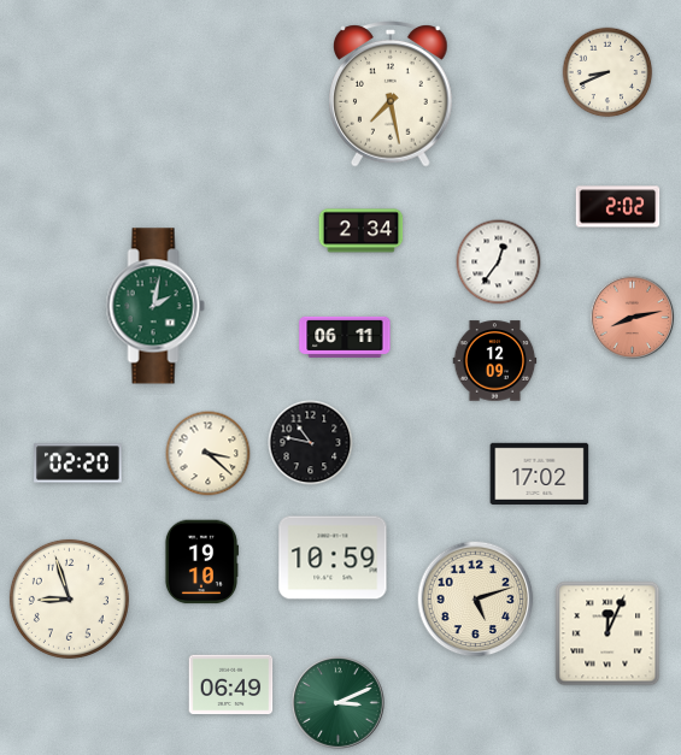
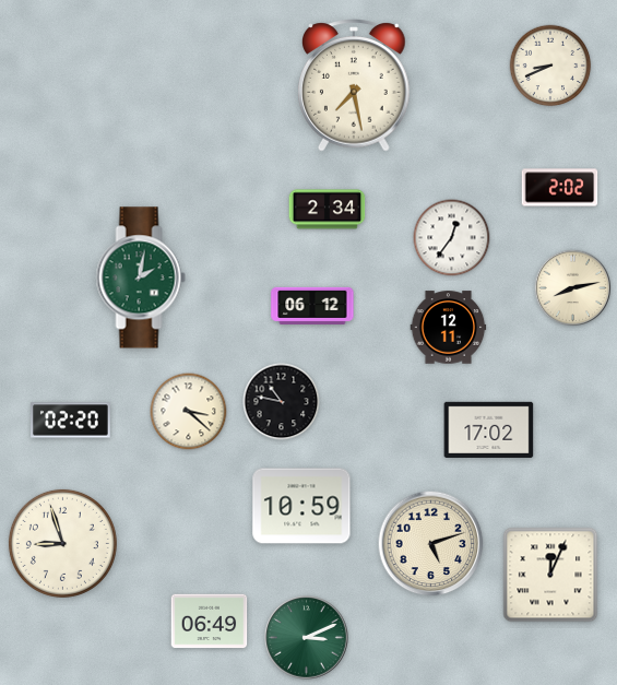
clock at (633, 318) dial: salmon -> cream
clock at (345, 337): 06:11 -> 06:12
clock at (495, 361): 12:09 -> 12:11
clock at (201, 562): 19:10 -> none
